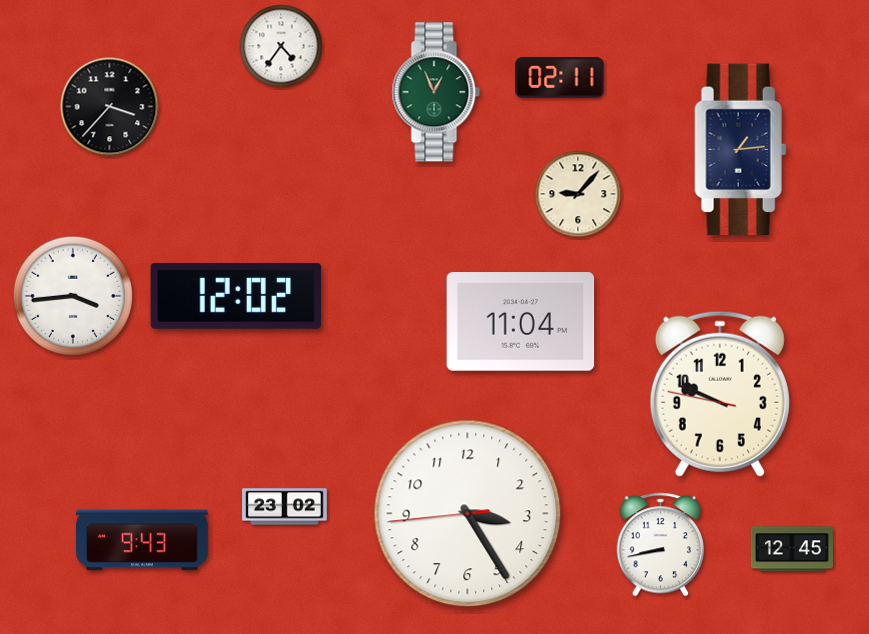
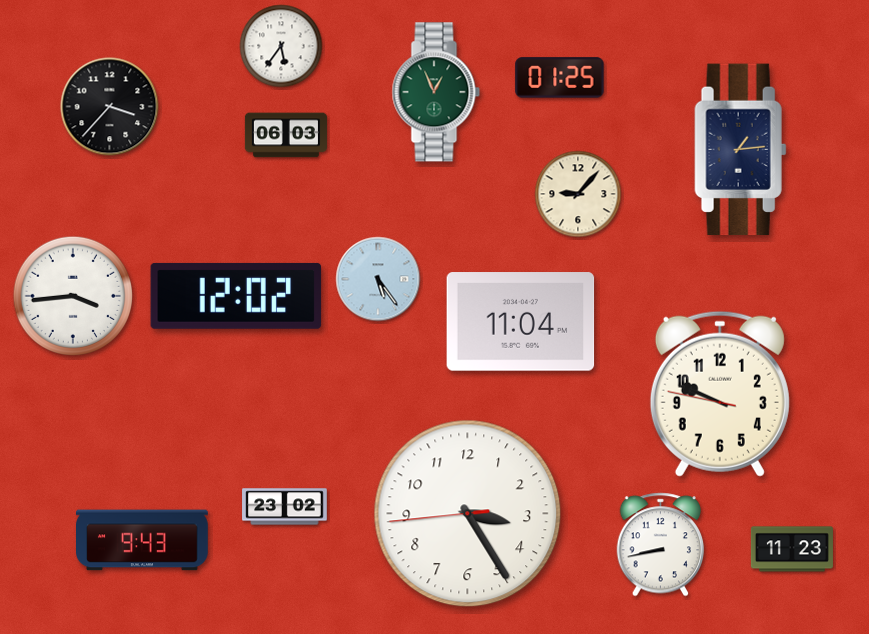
clock at (281, 46): 4:36 -> 5:36
clock at (560, 78): 02:11 -> 01:25
clock at (286, 135): none -> 06:03
clock at (378, 279): none -> 5:24
clock at (792, 549): 12:45 -> 11:23
